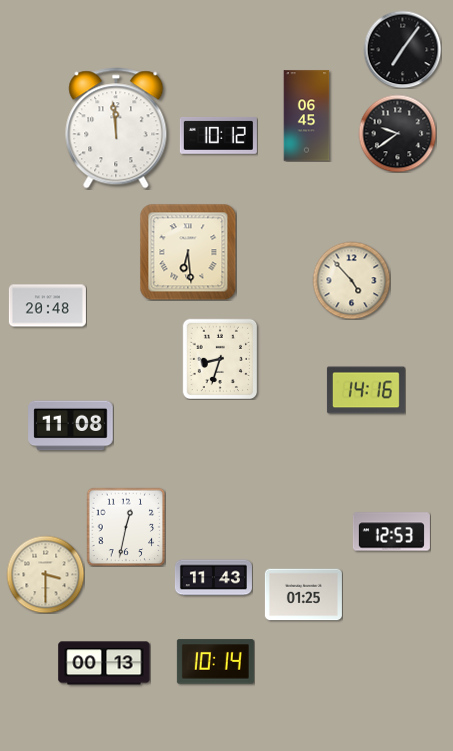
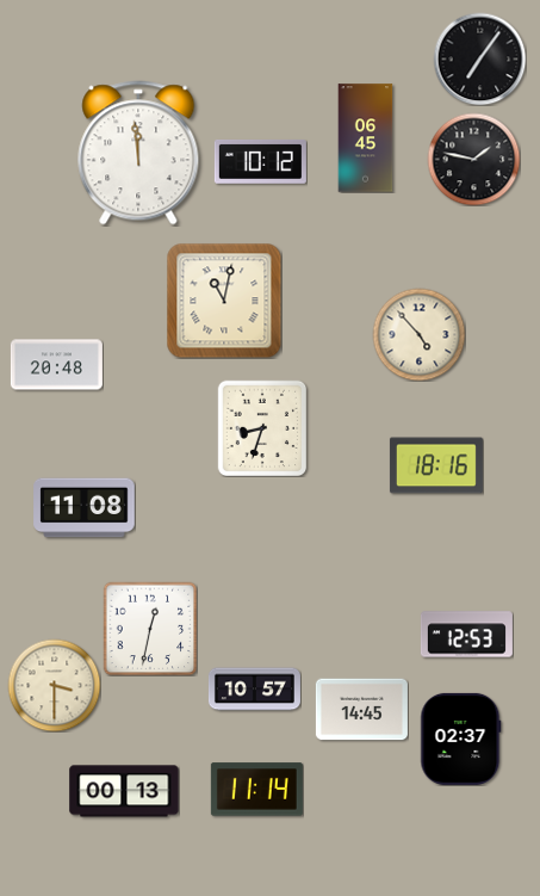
clock at (397, 133): 9:39 -> 1:47
clock at (188, 252): 6:29 -> 11:02
clock at (366, 390): 14:16 -> 18:16
clock at (213, 578): 11:43 -> 10:57
clock at (303, 595): 01:25 -> 14:45
clock at (461, 739): none -> 02:37
clock at (215, 662): 10:14 -> 11:14
